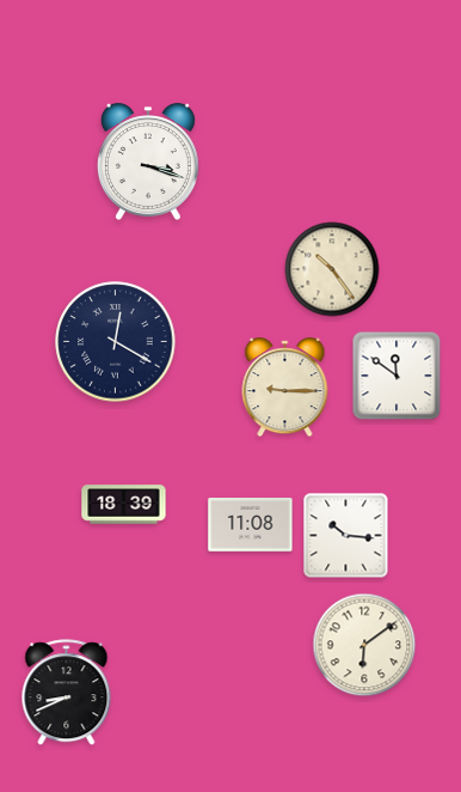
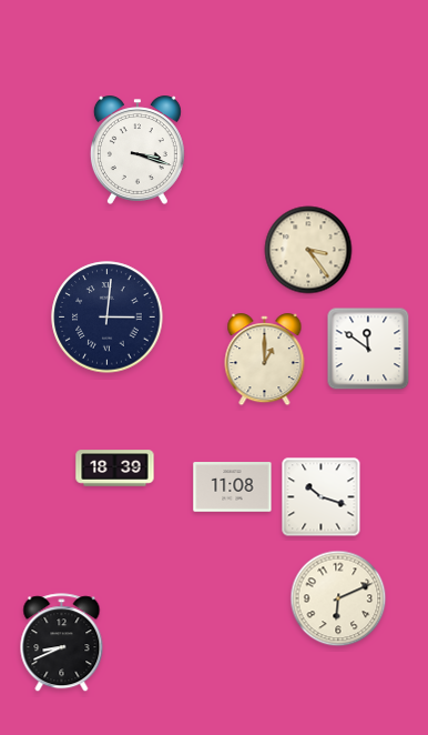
clock at (332, 269): 10:24 -> 3:24
clock at (116, 342): 12:20 -> 3:01
clock at (285, 388): 9:15 -> 1:00
clock at (346, 536): 10:16 -> 10:18
clock at (364, 645): 6:09 -> 6:11
